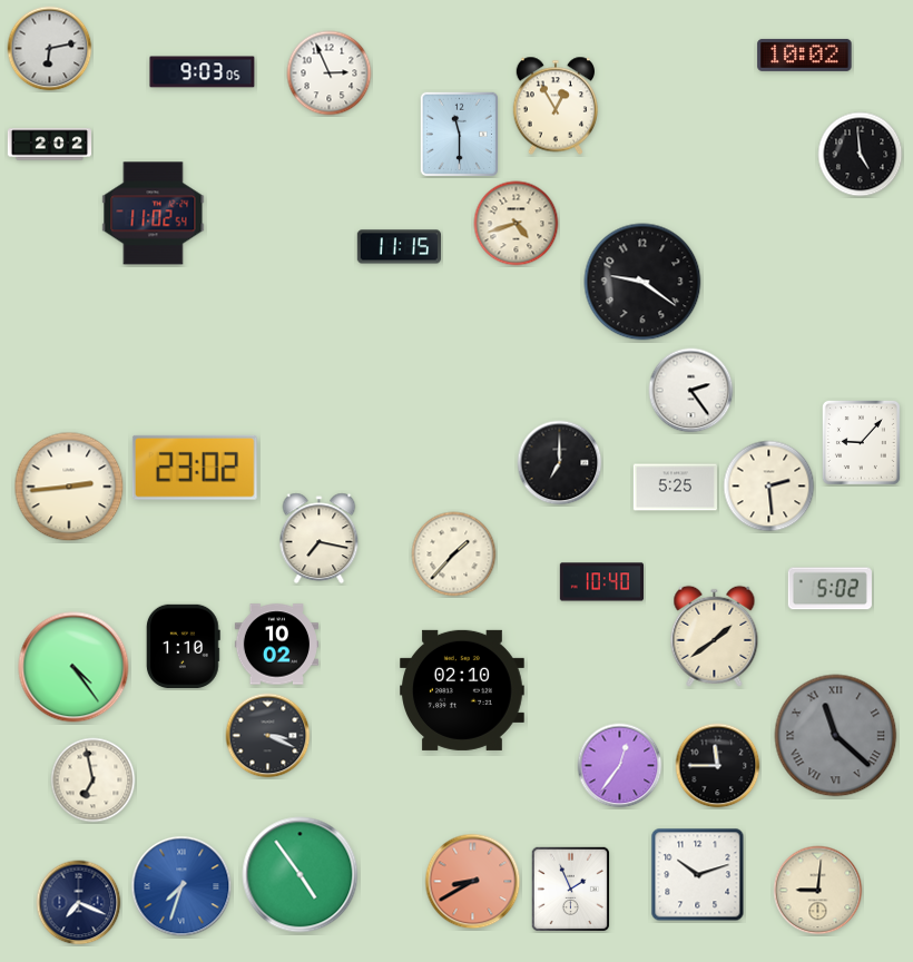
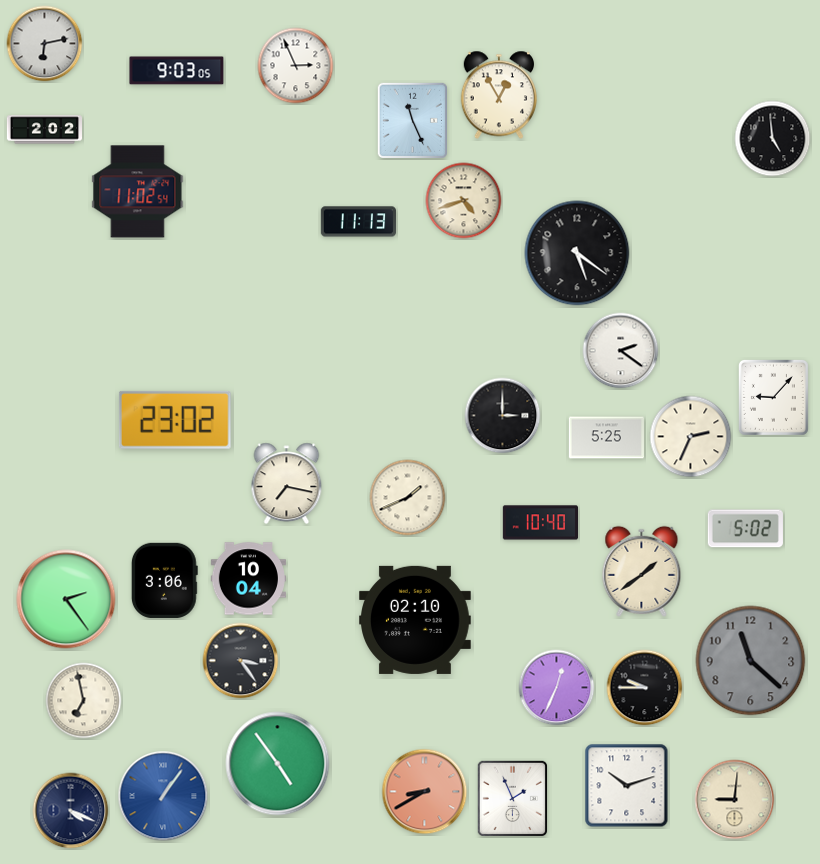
clock at (805, 55): 10:02 -> none
clock at (203, 72) position: (203, 72) -> (177, 71)
clock at (459, 134): 11:30 -> 11:26
clock at (399, 247): 11:15 -> 11:13
clock at (642, 282): 9:21 -> 5:21
clock at (691, 391): 2:24 -> 2:21
clock at (560, 463): 7:00 -> 3:00
clock at (69, 487): 2:44 -> none
clock at (769, 487): 2:29 -> 2:34
clock at (454, 554): 1:37 -> 1:41
clock at (276, 645): 10:02 -> 10:04
clock at (183, 646): 1:10 -> 3:06
clock at (73, 667): 4:24 -> 2:24
clock at (268, 736): 3:19 -> 3:24
clock at (836, 736) numerals: Roman -> Arabic
clock at (620, 766): 12:36 -> 12:34
clock at (718, 766): 11:45 -> 9:45
clock at (301, 875) position: (301, 875) -> (278, 764)
clock at (181, 886): 7:33 -> 1:06
clock at (79, 903): 7:19 -> 4:19
